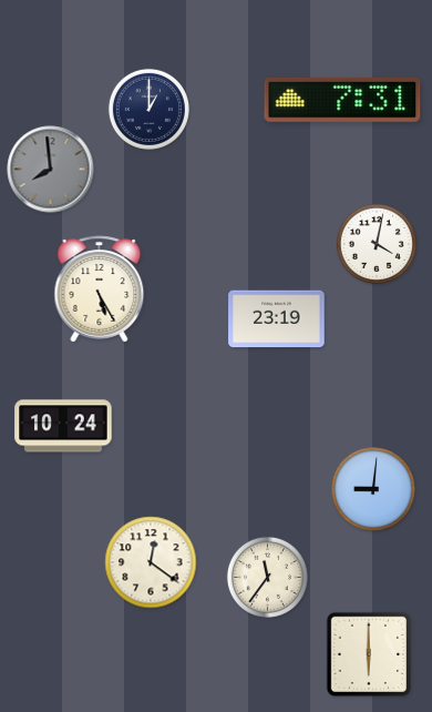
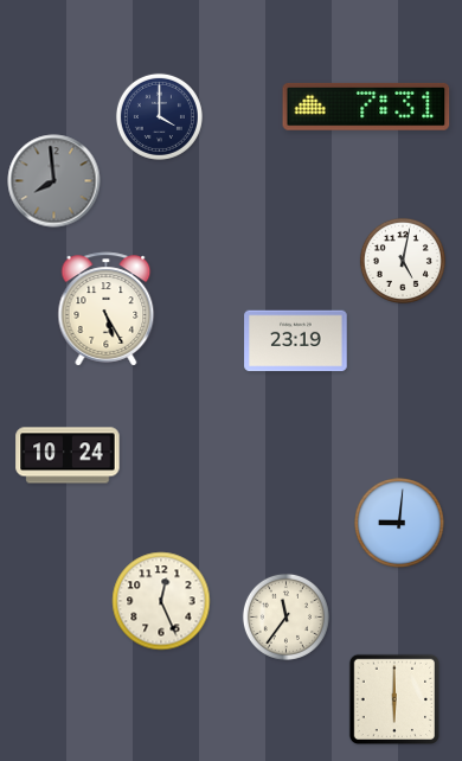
clock at (148, 109): 1:00 -> 4:00
clock at (377, 244): 4:02 -> 5:02
clock at (151, 562): 12:21 -> 12:26
